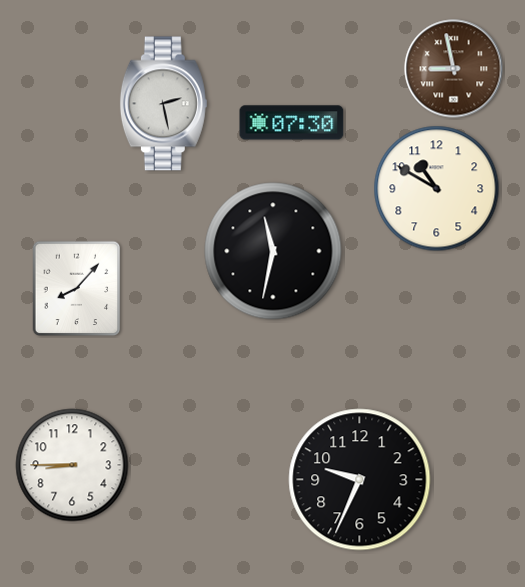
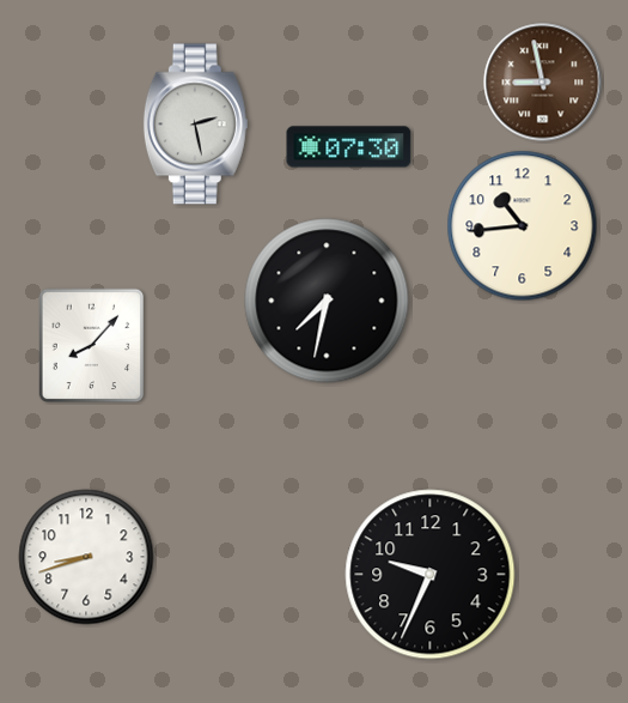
clock at (437, 189): 10:50 -> 10:44
clock at (273, 251): 11:32 -> 7:32
clock at (72, 465): 8:45 -> 8:42
